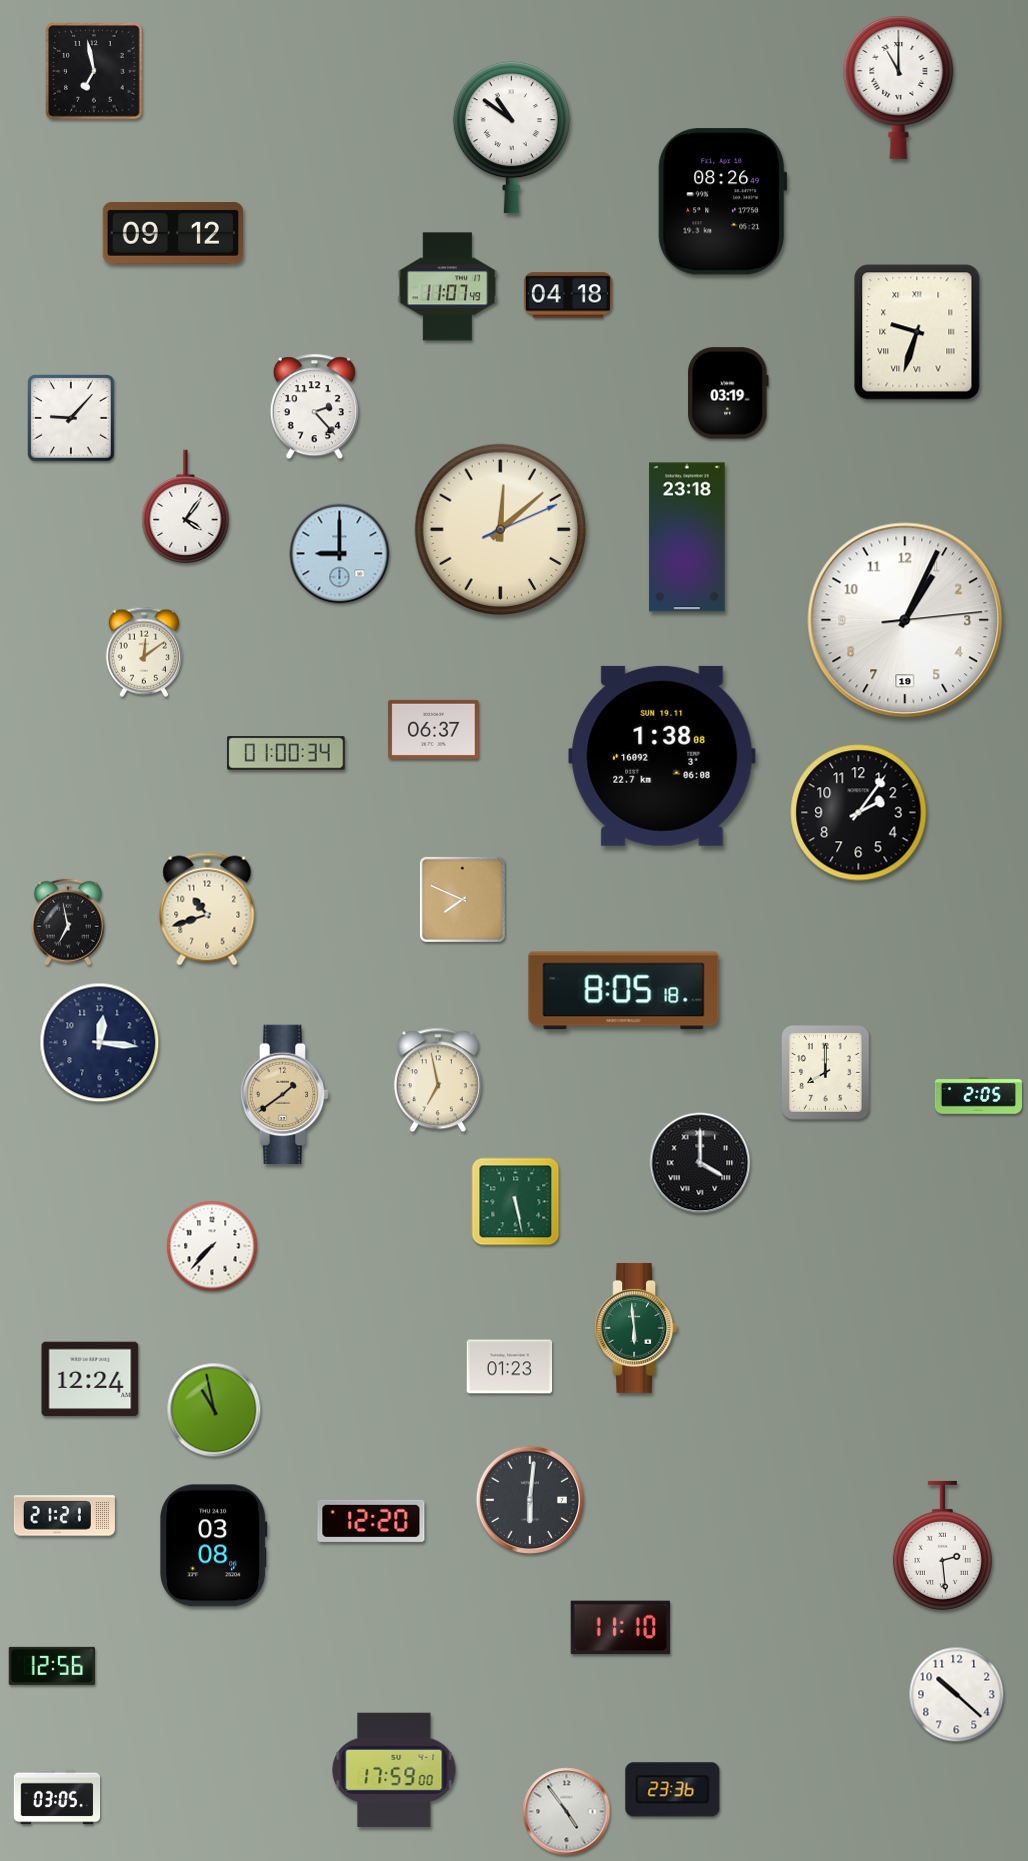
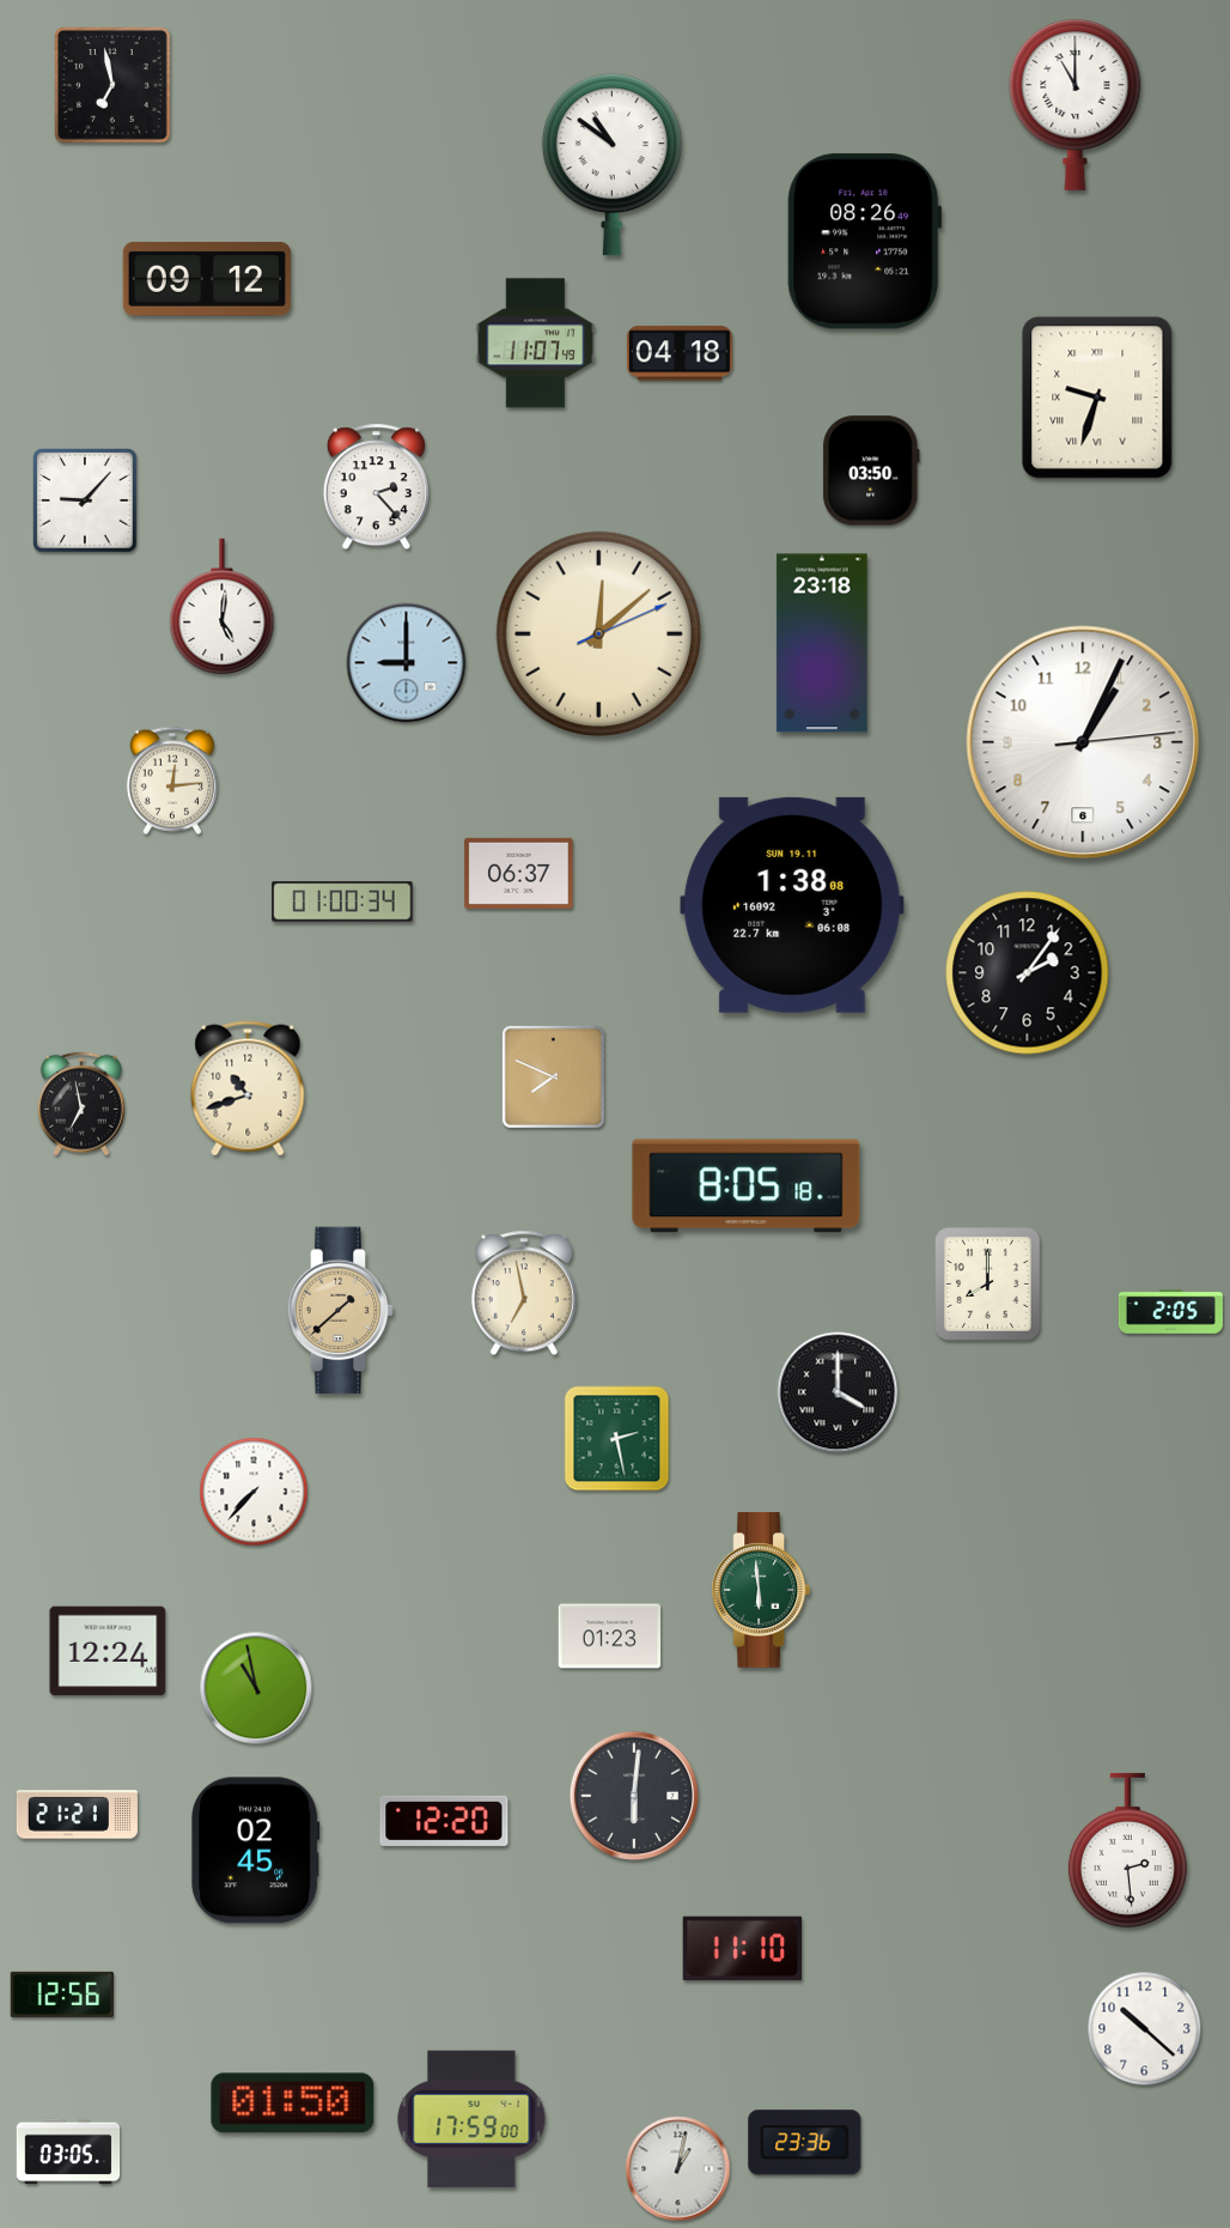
clock at (728, 393): 03:19 -> 03:50
clock at (186, 507): 4:06 -> 5:01
clock at (905, 620) date: 19 -> 6
clock at (144, 652): 12:09 -> 12:14
clock at (100, 1043): 12:16 -> none
clock at (285, 1095): 1:39 -> 1:38
clock at (516, 1202): 5:28 -> 2:28
clock at (214, 1546): 03:08 -> 02:45
clock at (293, 2103): none -> 01:50
clock at (567, 1812): 4:54 -> 1:02
